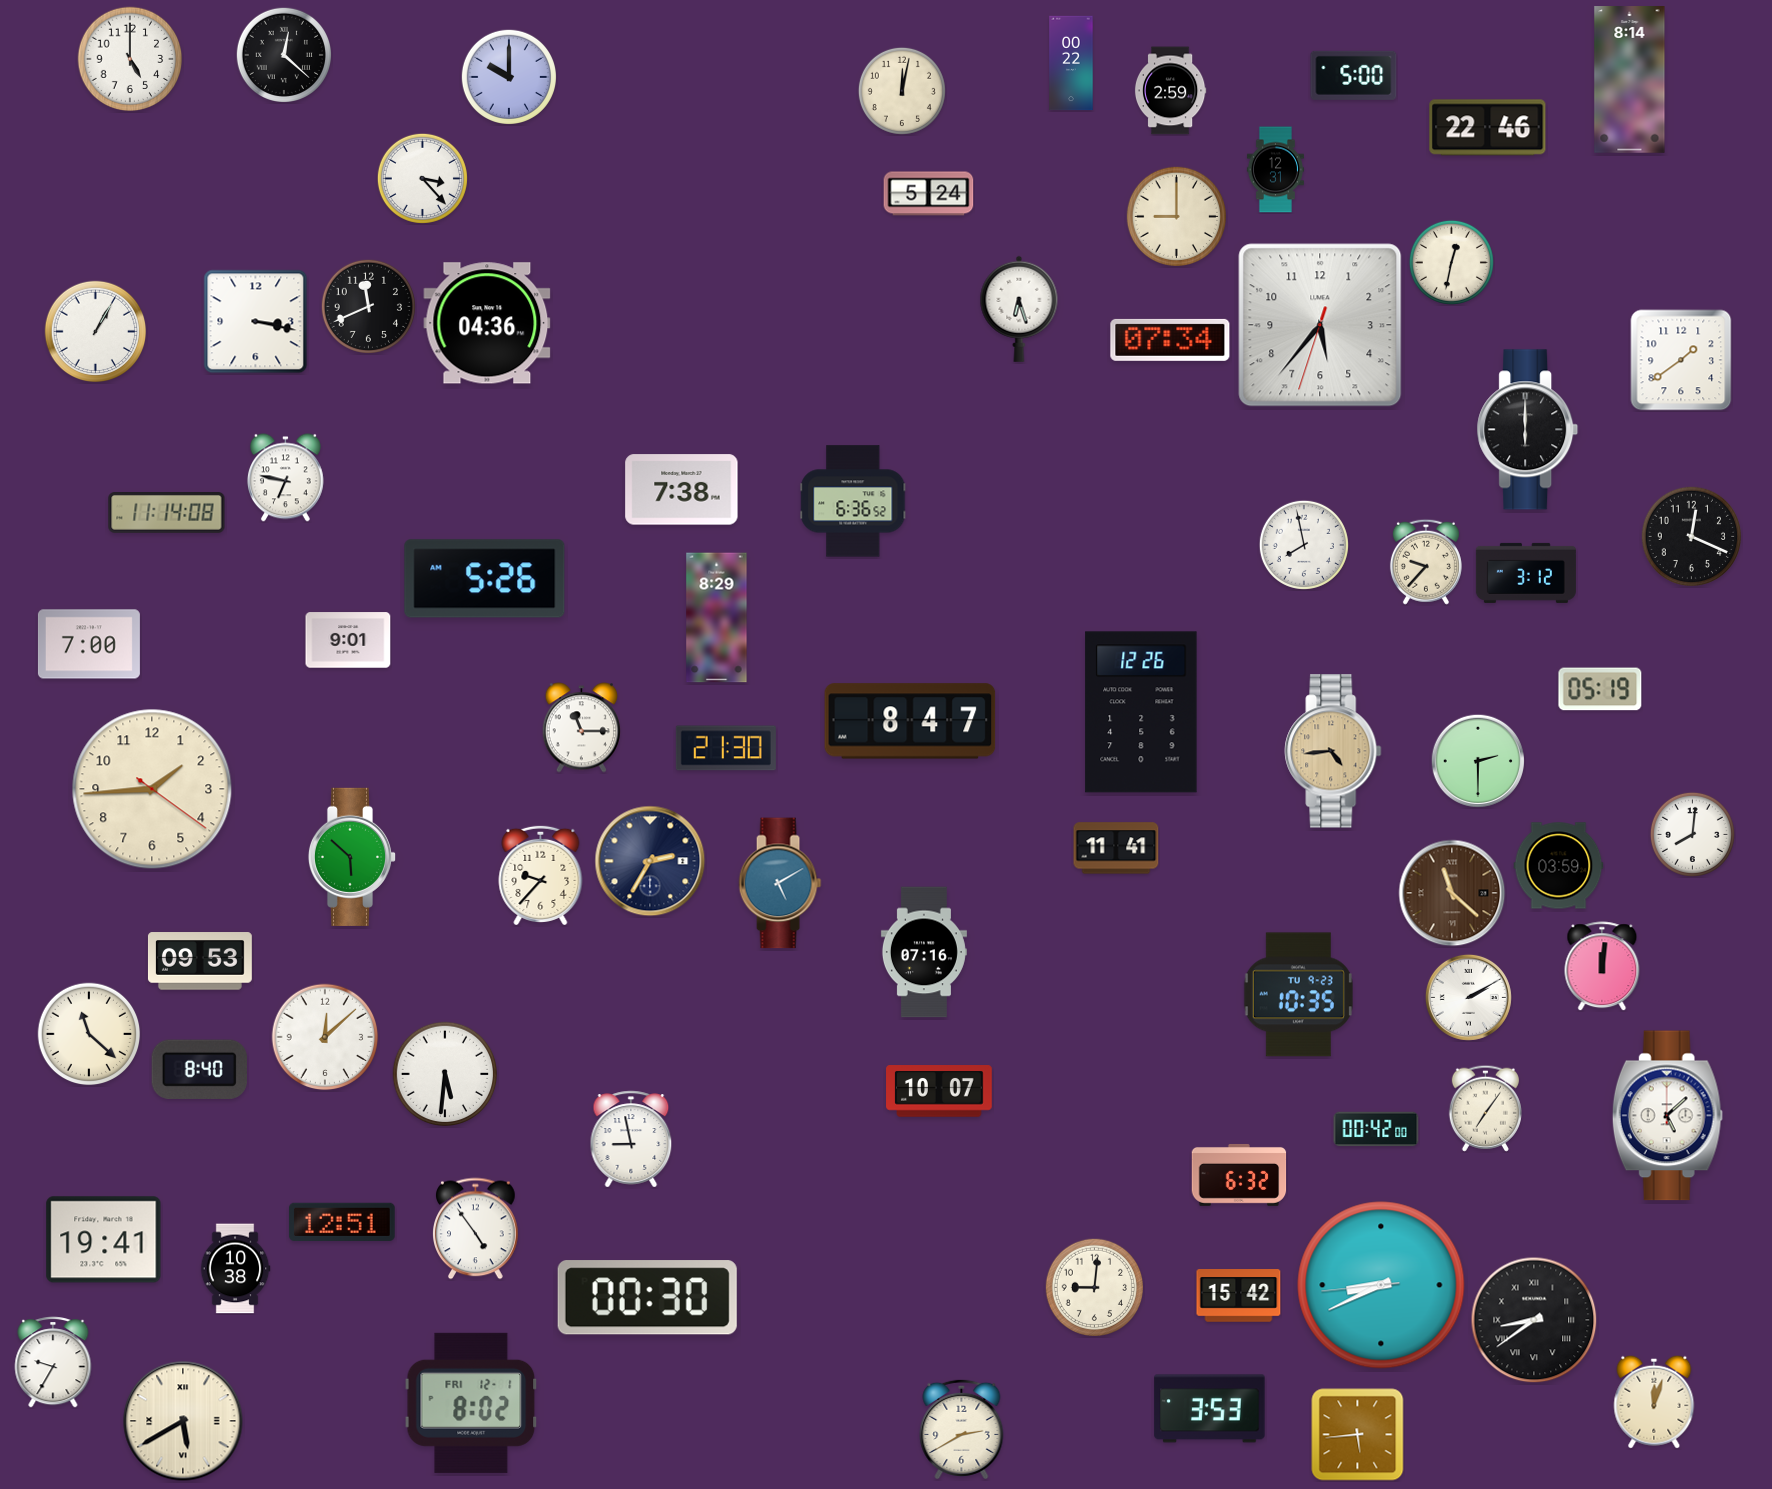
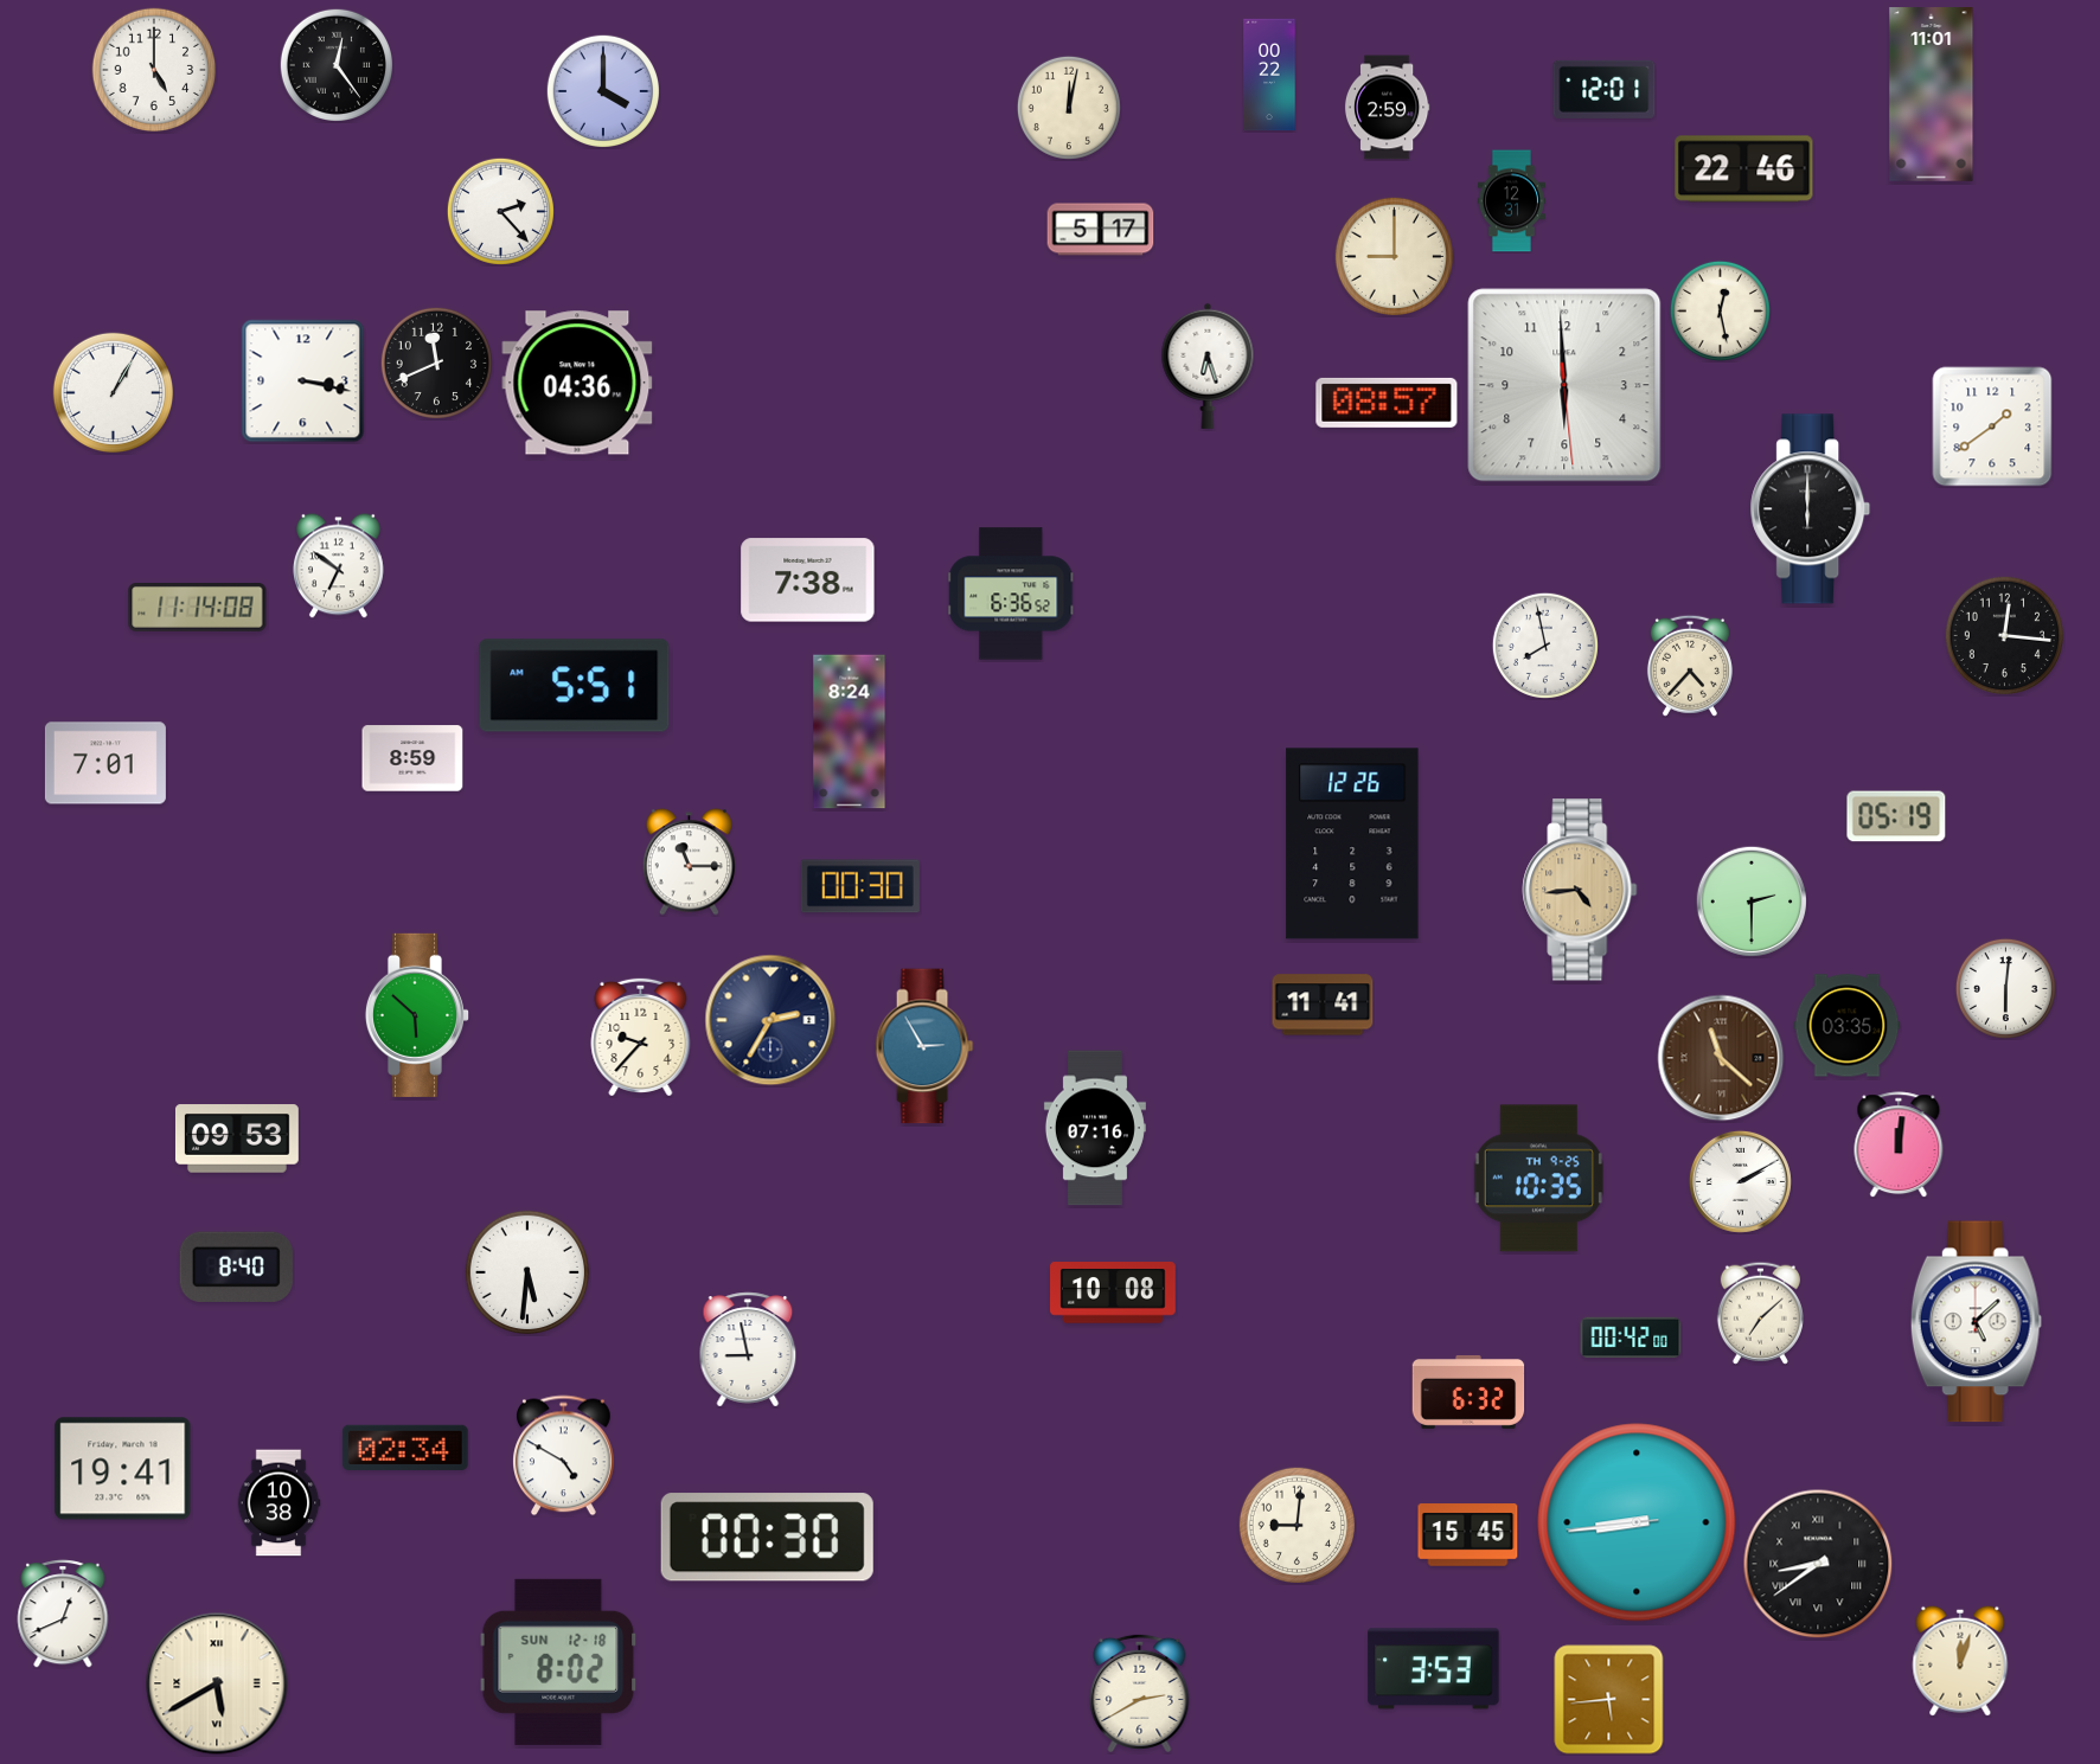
clock at (283, 54): 12:22 -> 12:24
clock at (1354, 75): 5:00 -> 12:01
clock at (508, 76): 10:00 -> 4:00
clock at (1630, 80): 8:14 -> 11:01
clock at (1488, 128) position: (1488, 128) -> (1744, 169)
clock at (422, 178): 3:23 -> 2:23
clock at (929, 194): 5:24 -> 5:17
clock at (1451, 262): 12:32 -> 12:28
clock at (1320, 325): 5:36 -> 5:59
clock at (1170, 340): 07:34 -> 08:57
clock at (285, 478): 6:47 -> 6:51
clock at (1692, 537): 12:19 -> 12:16
clock at (1426, 562): 9:37 -> 4:37
clock at (1526, 573): 3:12 -> none
clock at (485, 579): 5:26 -> 5:51
clock at (717, 618): 8:29 -> 8:24
clock at (348, 640): 9:01 -> 8:59
clock at (89, 644): 7:00 -> 7:01
clock at (910, 721): 8:47 -> none
clock at (726, 748): 21:30 -> 00:30
clock at (152, 789): 1:44 -> none
clock at (1692, 834): 8:01 -> 6:01
clock at (1559, 866): 03:59 -> 03:35
clock at (780, 883): 5:10 -> 2:55
clock at (1298, 995) date: TU 9-23 -> TH 9-25
clock at (89, 1034): 11:22 -> none
clock at (325, 1037): 12:08 -> none
clock at (939, 1091): 10:07 -> 10:08
clock at (1485, 1108): 7:06 -> 7:08
clock at (342, 1222): 12:51 -> 02:34
clock at (476, 1229): 4:54 -> 4:50
clock at (1381, 1285): 8:40 -> 8:43
clock at (1239, 1296): 15:42 -> 15:45
clock at (53, 1362): 9:35 -> 12:41
clock at (471, 1403) date: FRI 12-1 -> SUN 12-18
